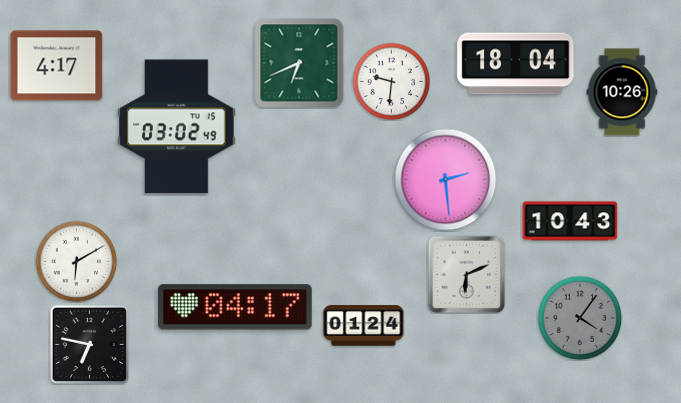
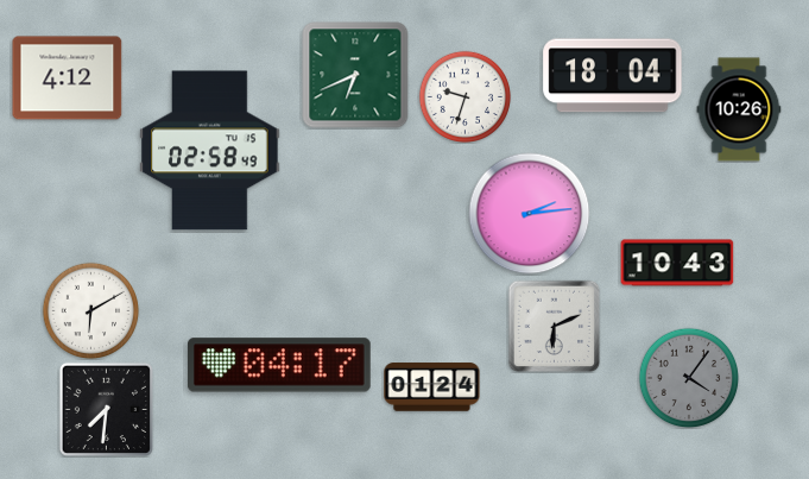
clock at (57, 66): 4:17 -> 4:12
clock at (391, 81): 9:31 -> 9:33
clock at (177, 127): 03:02 -> 02:58
clock at (446, 180): 2:29 -> 2:14
clock at (89, 344): 6:47 -> 7:31
